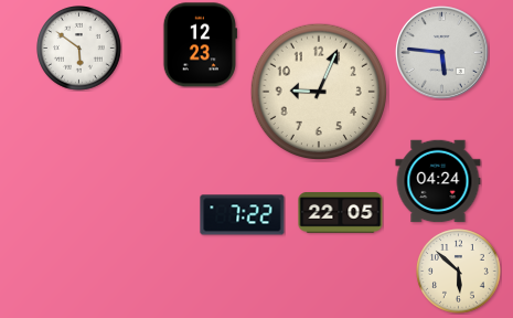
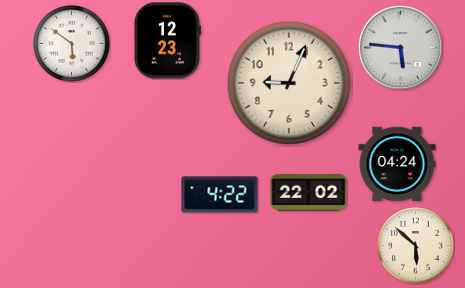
clock at (200, 45) position: (200, 45) -> (167, 41)
clock at (341, 213): 22:05 -> 22:02
clock at (243, 215): 7:22 -> 4:22
